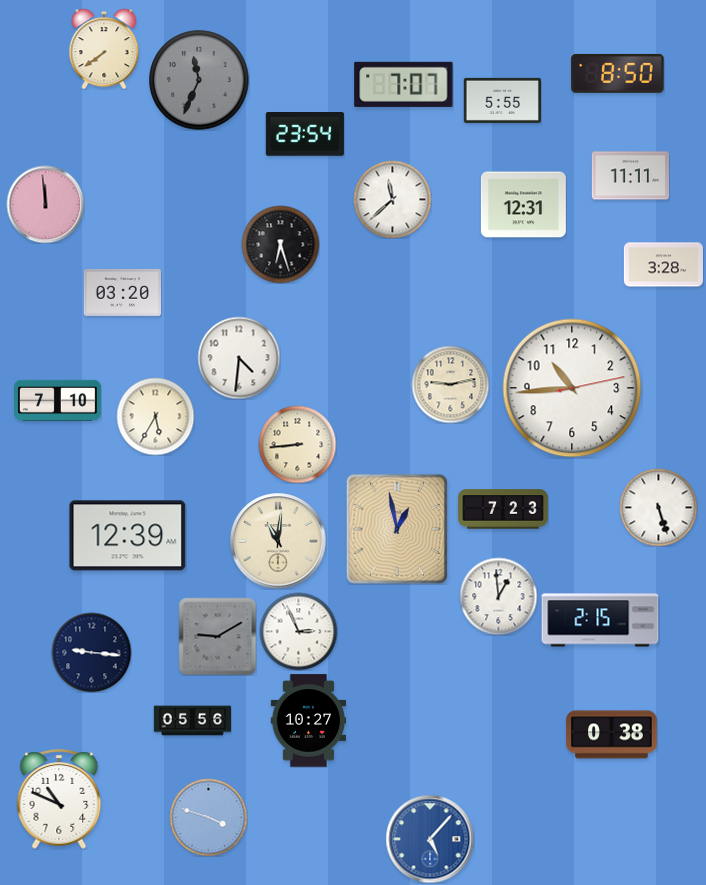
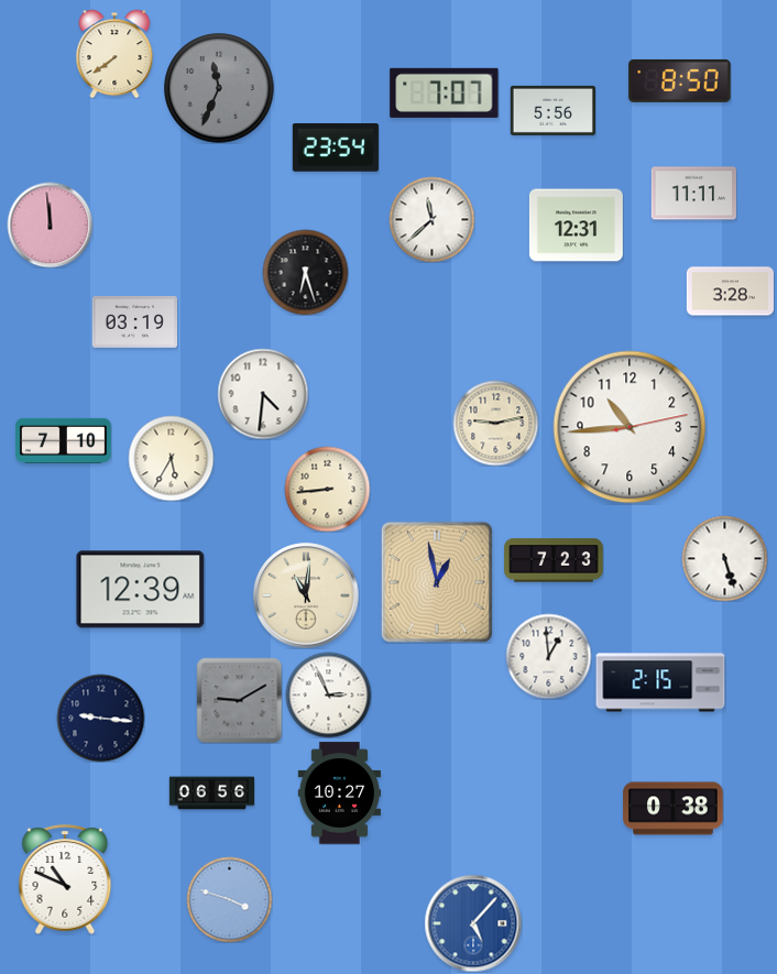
clock at (502, 100): 5:55 -> 5:56
clock at (280, 244) position: (280, 244) -> (305, 272)
clock at (122, 292): 03:20 -> 03:19
clock at (192, 721): 05:56 -> 06:56
